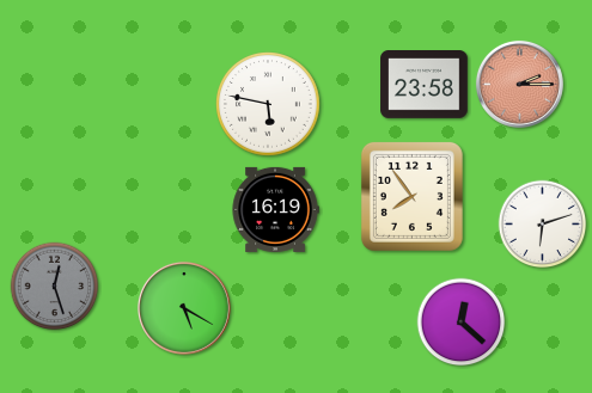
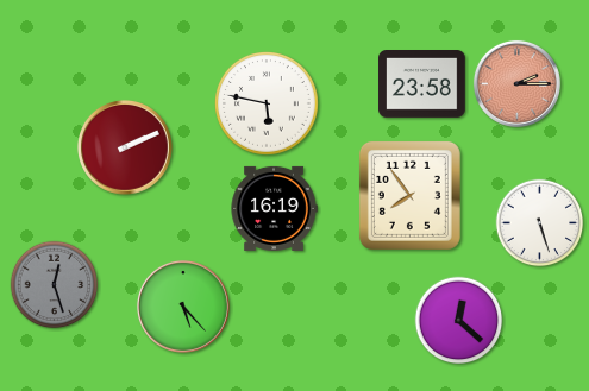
clock at (125, 147): none -> 2:11
clock at (543, 225): 6:12 -> 5:27
clock at (184, 308): 5:20 -> 5:23
